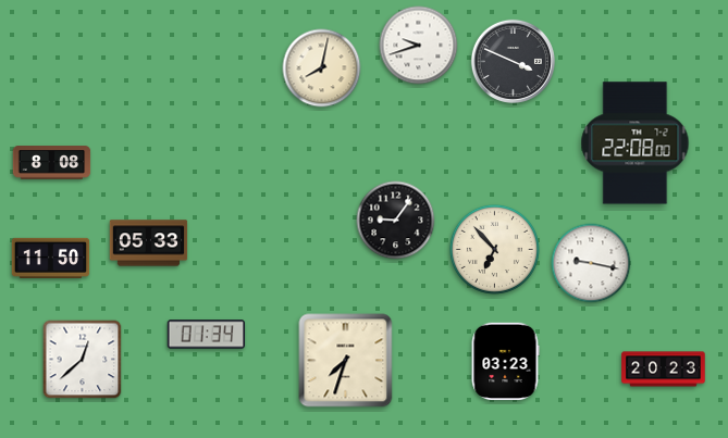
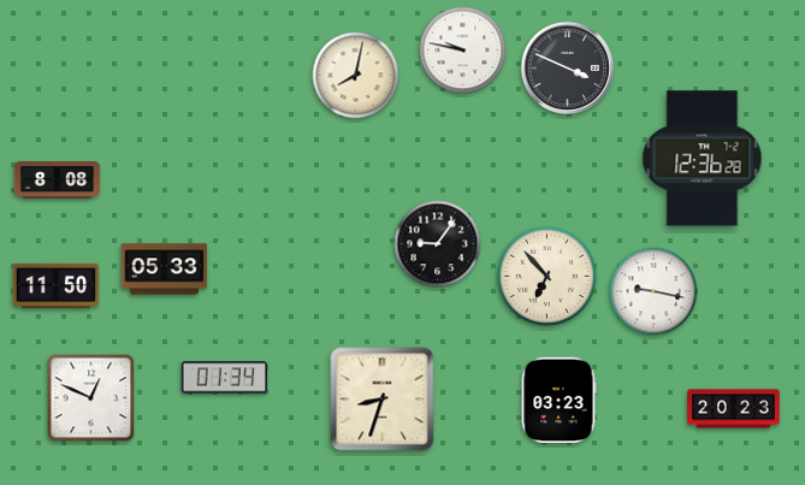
clock at (419, 46): 9:42 -> 9:47
clock at (636, 143): 22:08 -> 12:36
clock at (207, 335) position: (207, 335) -> (225, 378)
clock at (83, 360): 12:38 -> 12:49
clock at (346, 361): 7:33 -> 8:33
